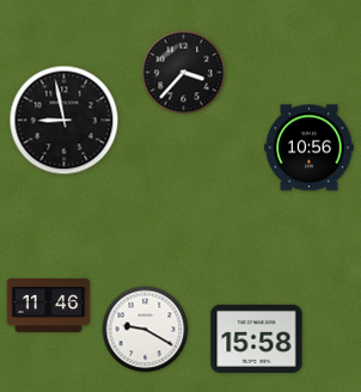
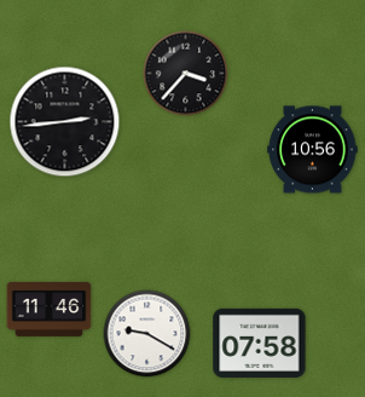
clock at (65, 121): 8:58 -> 2:44
clock at (257, 338): 15:58 -> 07:58
